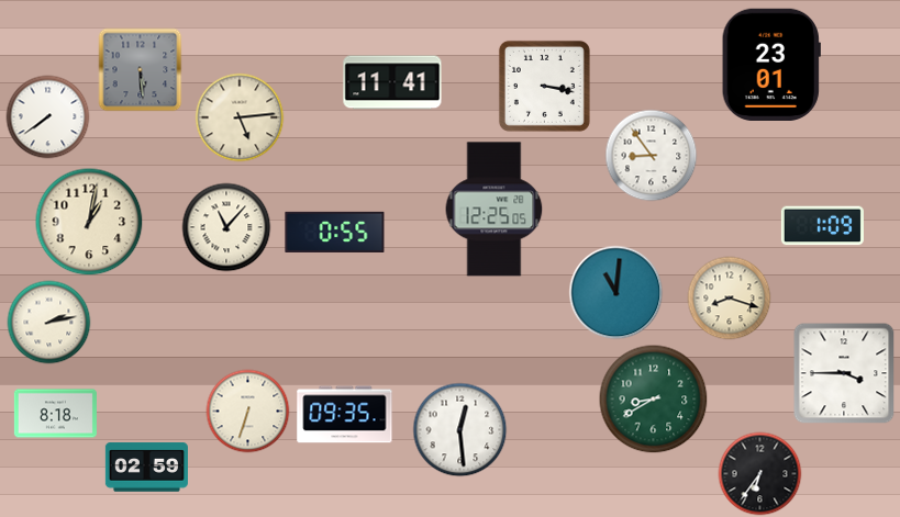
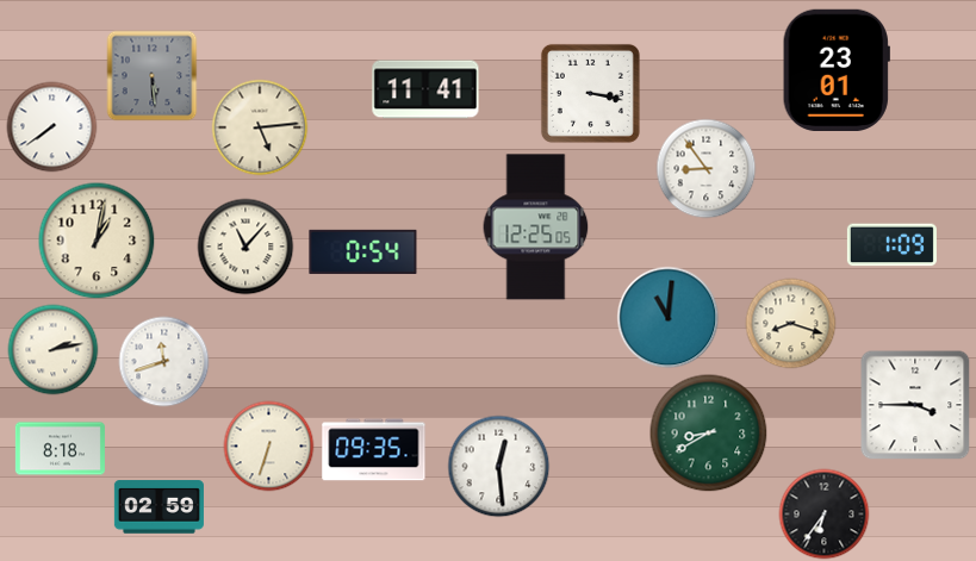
clock at (335, 232): 0:55 -> 0:54
clock at (164, 362): none -> 11:42
